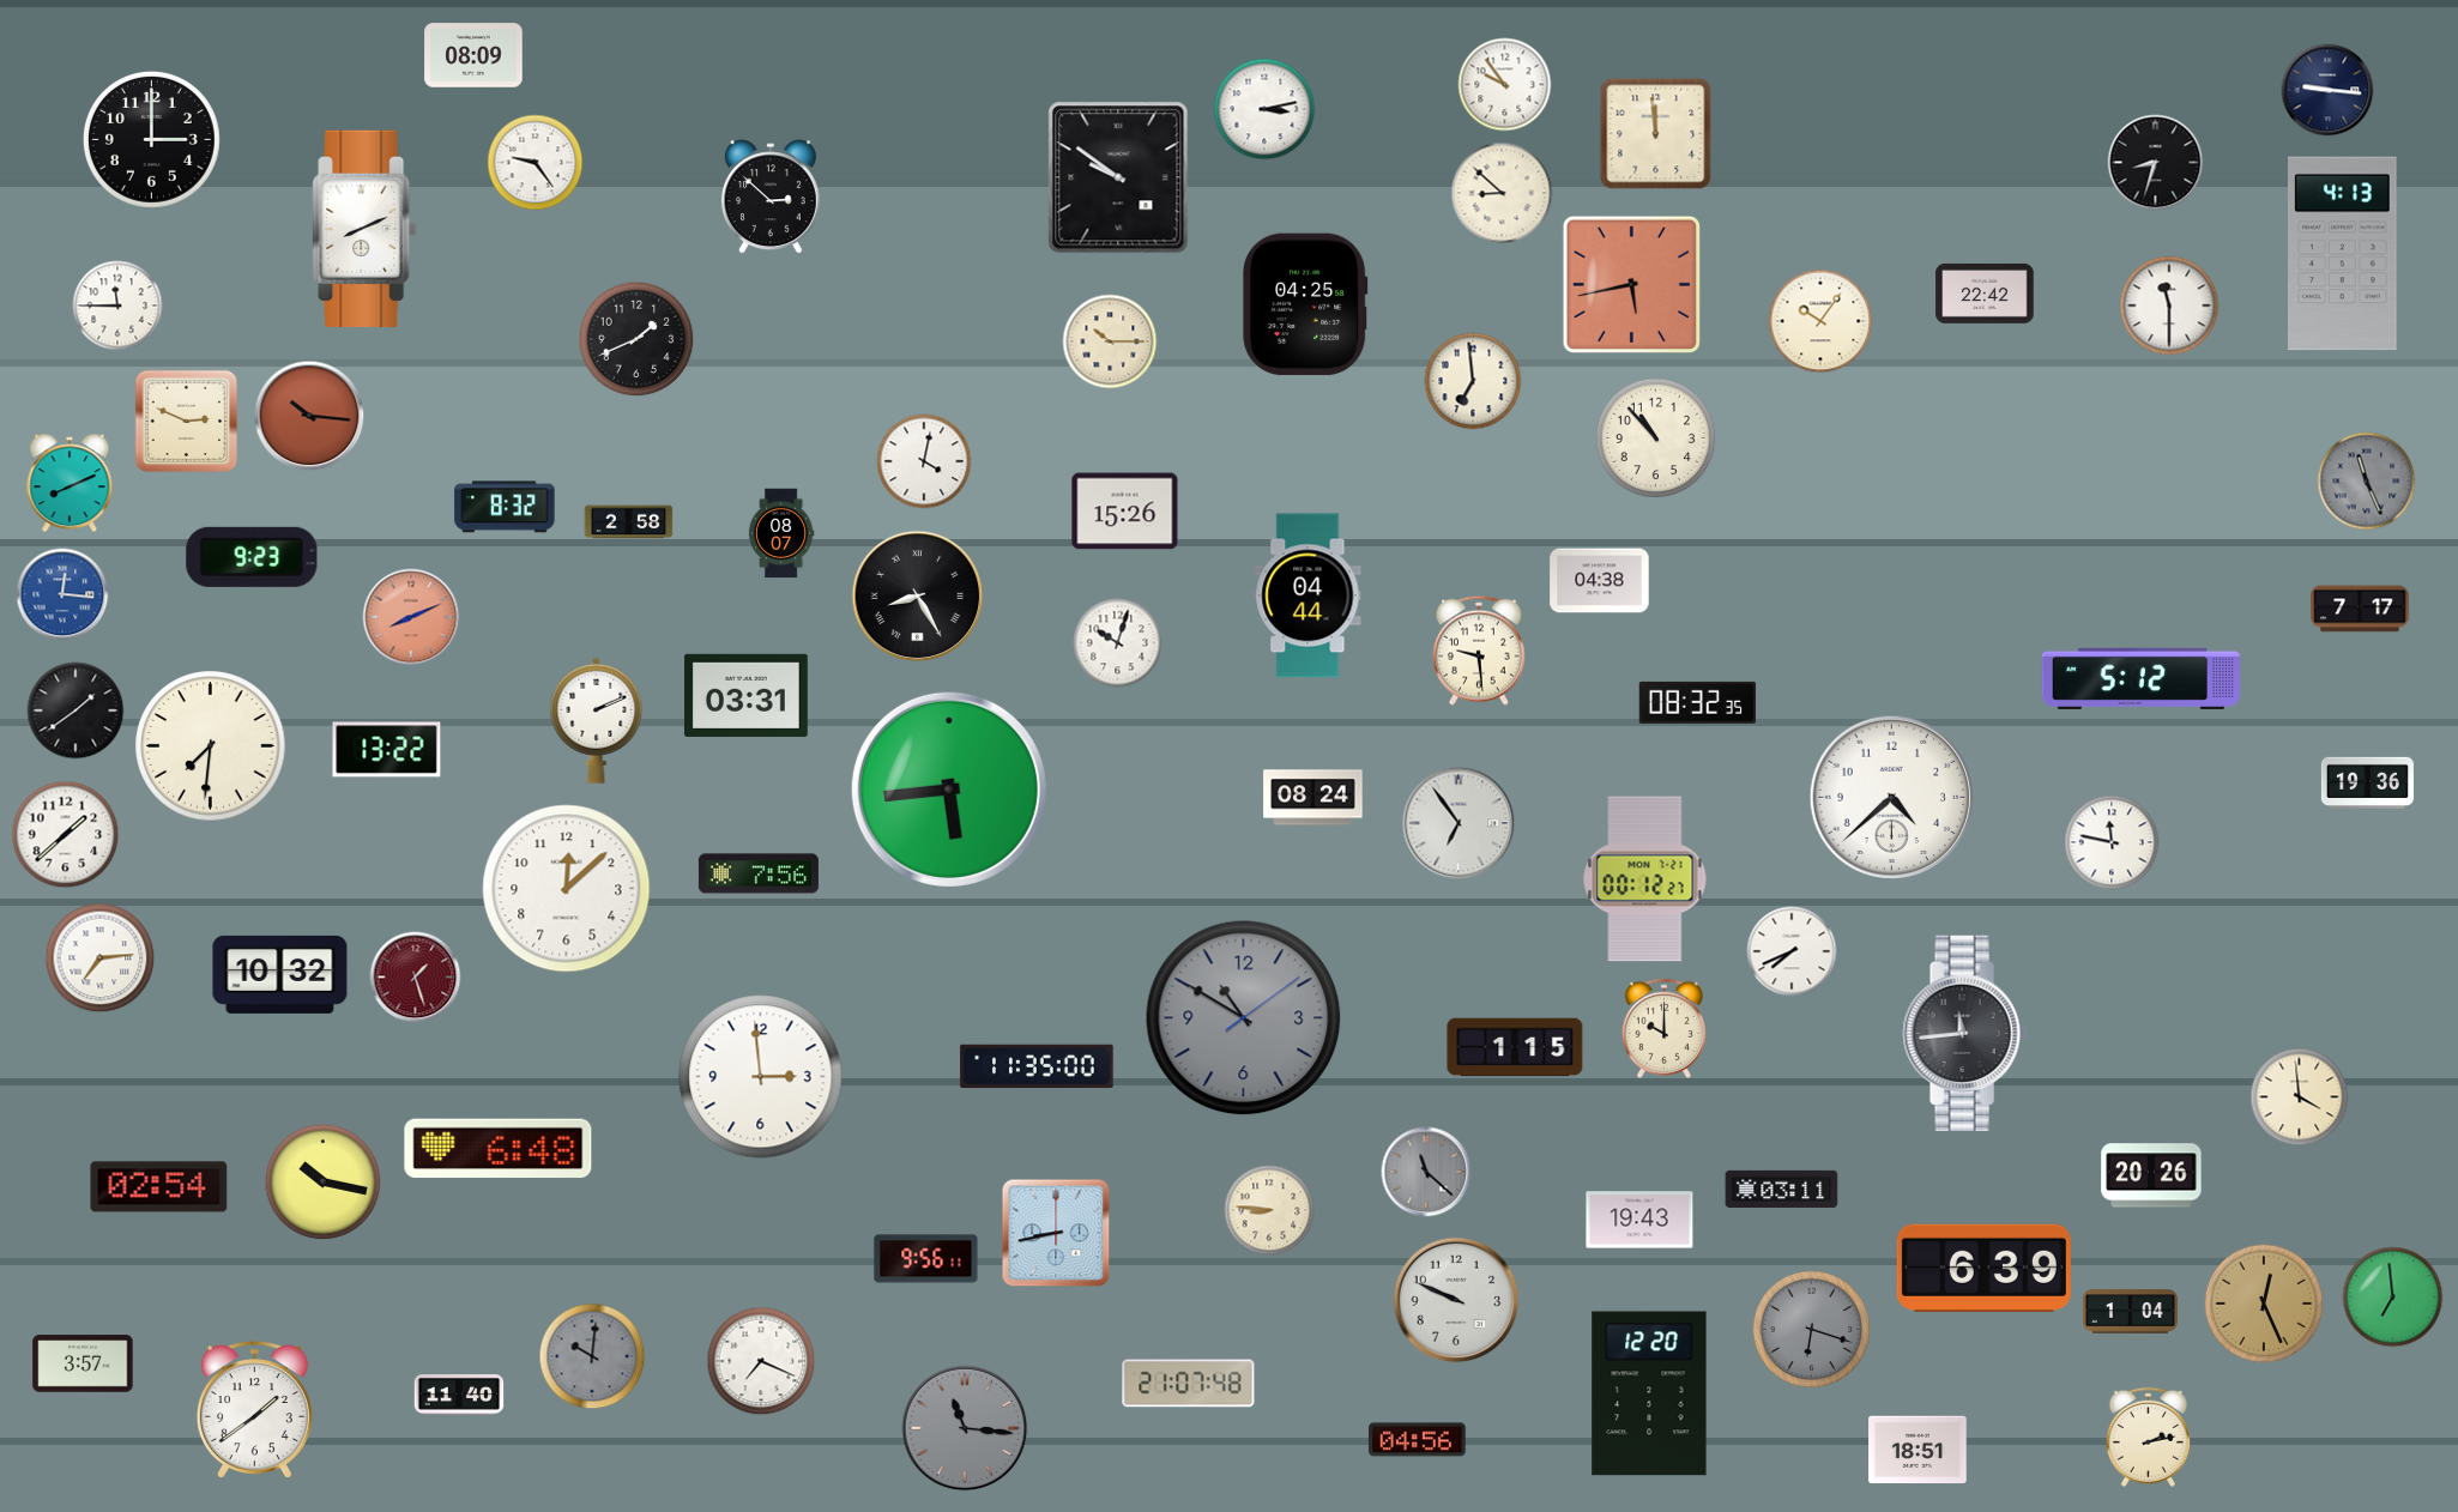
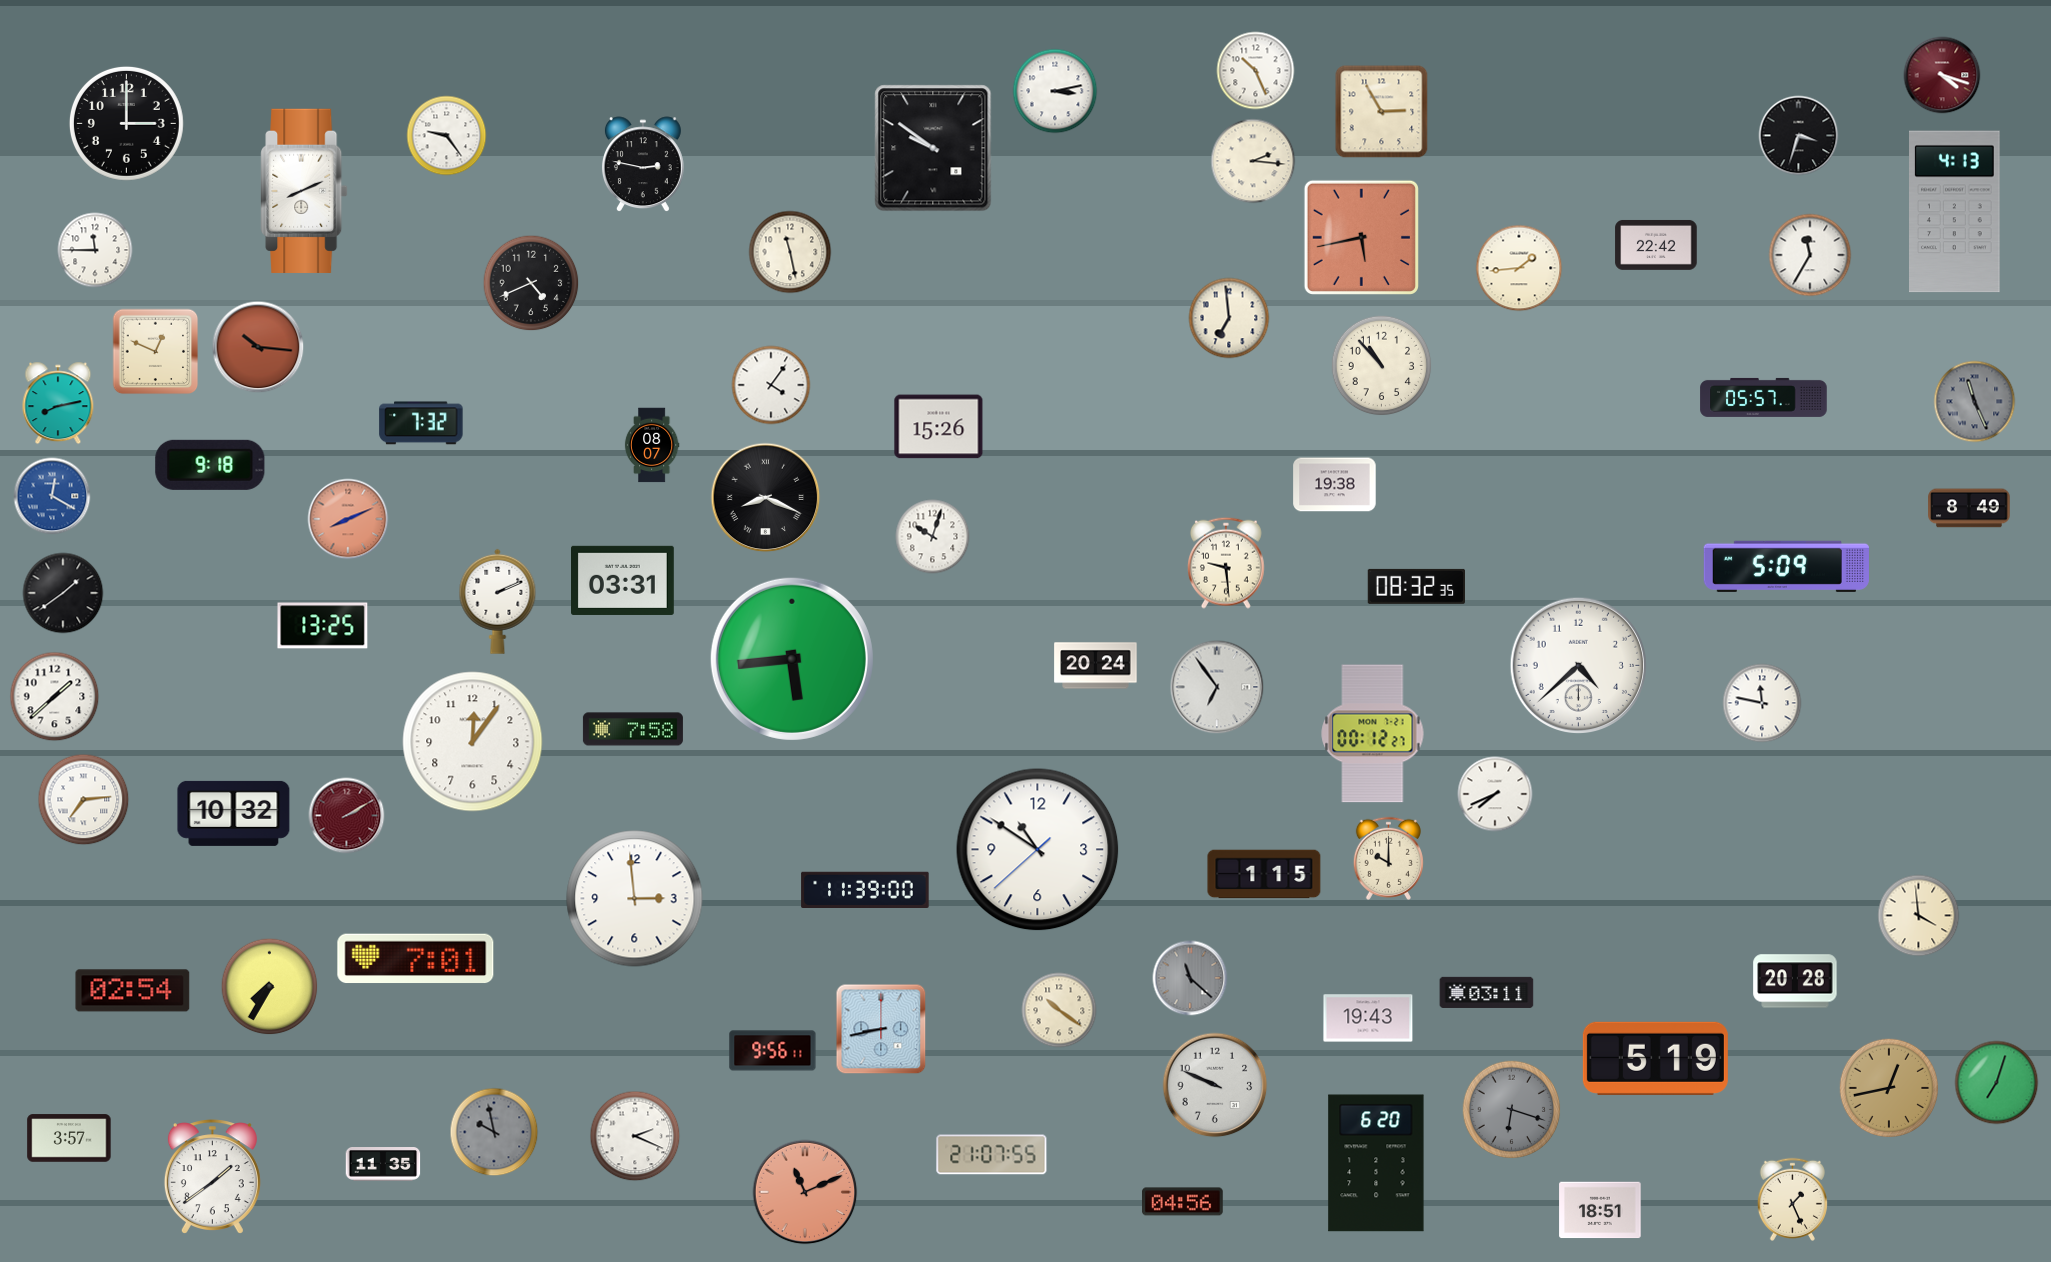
clock at (473, 55): 08:09 -> none
clock at (1505, 85): 9:54 -> 10:26
clock at (2327, 90): 9:16 -> 4:18
clock at (2327, 90) dial: navy -> burgundy
clock at (1656, 134): 11:59 -> 2:55
clock at (151, 139) position: (151, 139) -> (126, 123)
clock at (2156, 163): 8:33 -> 3:33
clock at (1502, 193): 8:52 -> 2:16
clock at (771, 198): 2:52 -> 2:47
clock at (790, 252): none -> 11:28
clock at (1305, 304): 04:25 -> none
clock at (117, 306) position: (117, 306) -> (95, 250)
clock at (2169, 306): 11:30 -> 11:35
clock at (1820, 321): 10:06 -> 1:44
clock at (636, 339): 1:41 -> 4:41
clock at (1110, 341): 10:15 -> none
clock at (187, 422): 2:49 -> 12:49
clock at (924, 461): 4:02 -> 4:06
clock at (1764, 397): none -> 05:57
clock at (70, 483): 8:11 -> 8:13
clock at (505, 507): 8:32 -> 7:32
clock at (629, 522): 2:58 -> none
clock at (252, 557): 9:23 -> 9:18
clock at (1600, 581): 04:38 -> 19:38
clock at (62, 594): 12:16 -> 12:20
clock at (1307, 595): 04:44 -> none
clock at (918, 597): 8:25 -> 8:19
clock at (2360, 609): 7:17 -> 8:49
clock at (411, 617) position: (411, 617) -> (348, 519)
clock at (1480, 651) position: (1480, 651) -> (1227, 563)
clock at (2140, 678): 5:12 -> 5:09
clock at (211, 746): 7:31 -> none
clock at (387, 750): 13:22 -> 13:25
clock at (2367, 782): 19:36 -> none
clock at (1313, 798): 08:24 -> 20:24
clock at (759, 873): 7:56 -> 7:58
clock at (567, 889): 12:08 -> 12:06
clock at (416, 978): 1:27 -> 2:10
clock at (1244, 1018): 10:50:09 -> 10:50:38
clock at (1244, 1018) dial: grey -> white
clock at (1964, 1033): 11:44 -> none
clock at (1037, 1065): 11:35 -> 11:39
clock at (499, 1149): 6:48 -> 7:01
clock at (2151, 1175): 20:26 -> 20:28
clock at (324, 1183): 10:17 -> 7:35
clock at (1269, 1210): 8:46 -> 10:21
clock at (1983, 1268): 6:39 -> 5:19
clock at (2393, 1298): 6:59 -> 7:03
clock at (2264, 1304): 12:26 -> 12:43
clock at (2130, 1312): 1:04 -> none
clock at (592, 1356): 10:01 -> 9:58
clock at (761, 1361): 7:19 -> 2:19
clock at (1189, 1384): 21:07:48 -> 21:07:55
clock at (1649, 1393): 12:20 -> 6:20
clock at (459, 1396): 11:40 -> 11:35
clock at (965, 1428): 11:16 -> 11:11
clock at (965, 1428) dial: grey -> salmon
clock at (2148, 1437): 2:13 -> 1:26
